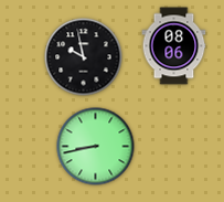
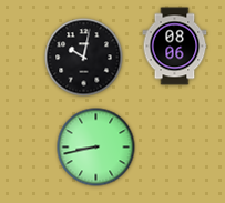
clock at (84, 57): 9:58 -> 10:02
